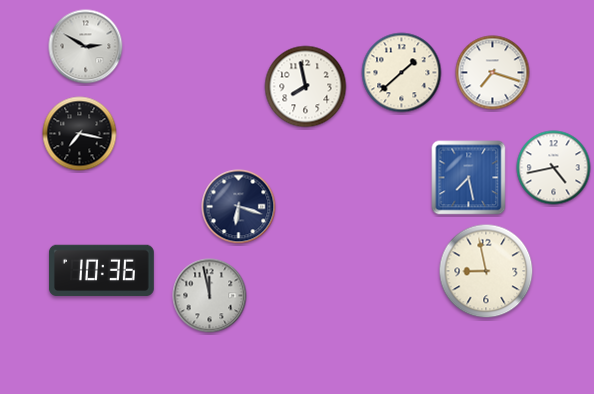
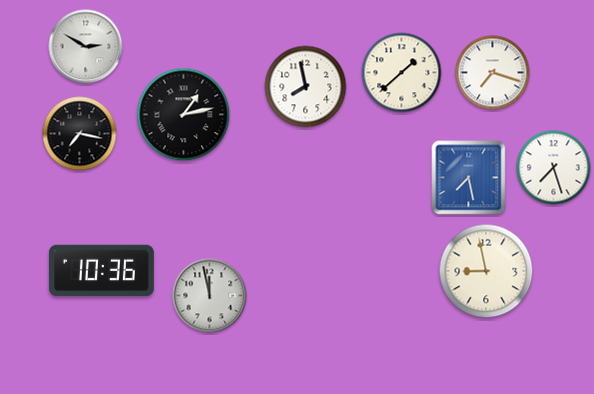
clock at (184, 115): none -> 1:13
clock at (554, 168): 4:43 -> 7:27
clock at (239, 207): 6:18 -> none
